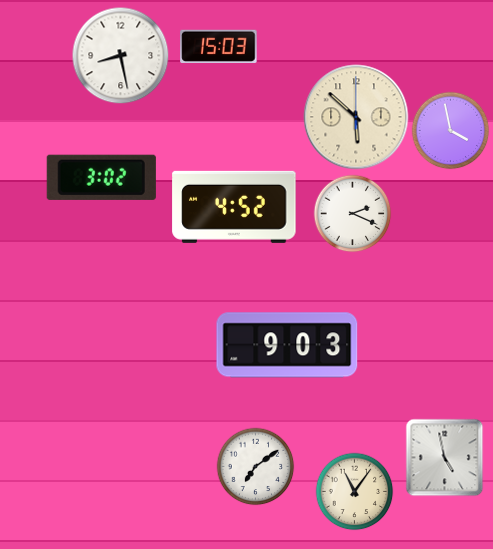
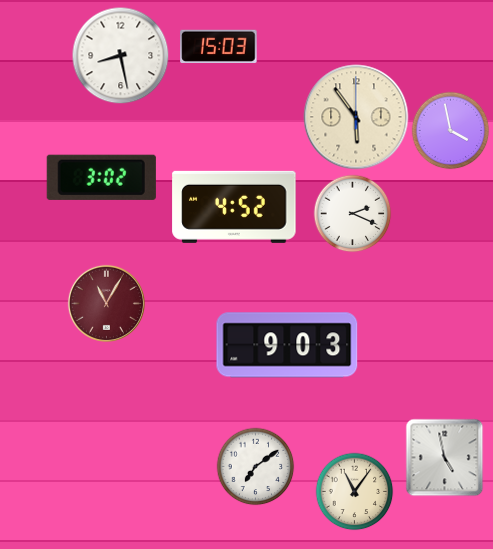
clock at (356, 117): 5:52 -> 5:54
clock at (106, 303): none -> 11:05
